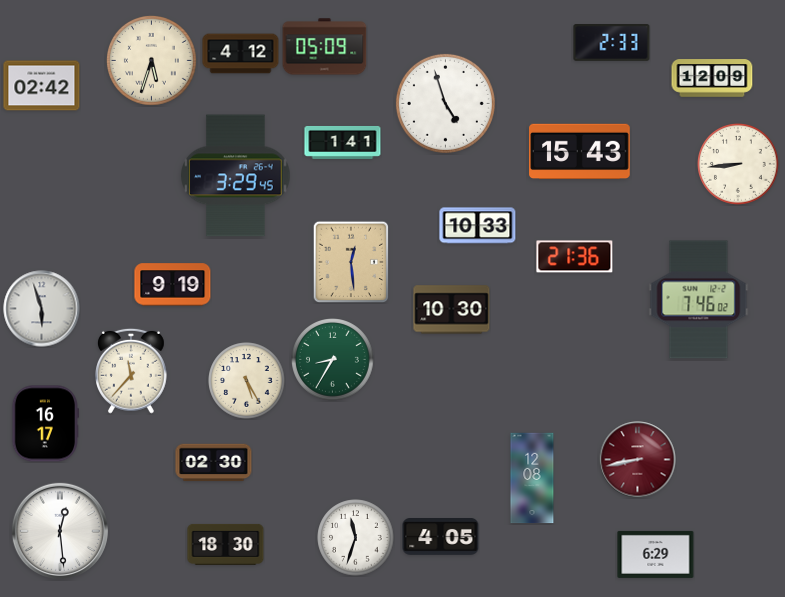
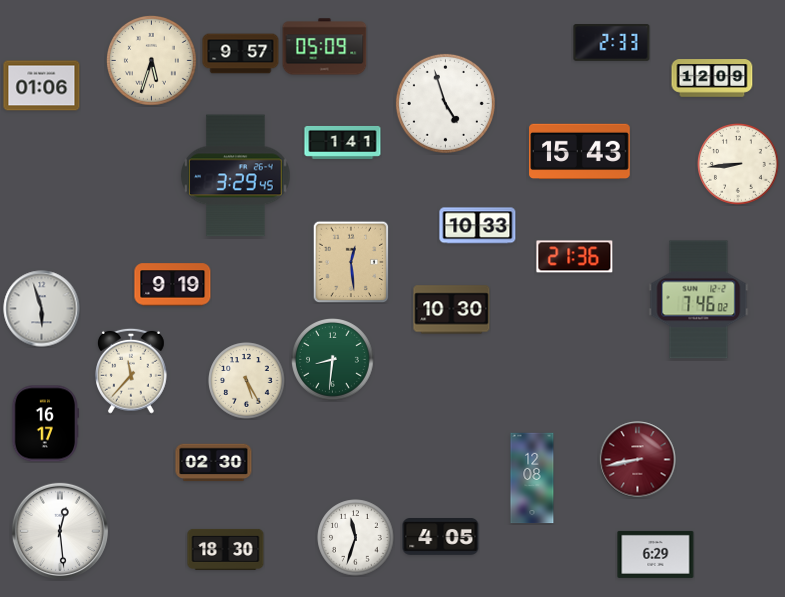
clock at (241, 54): 4:12 -> 9:57
clock at (42, 86): 02:42 -> 01:06
clock at (333, 360): 8:35 -> 8:31
clock at (226, 544) position: (226, 544) -> (226, 549)
